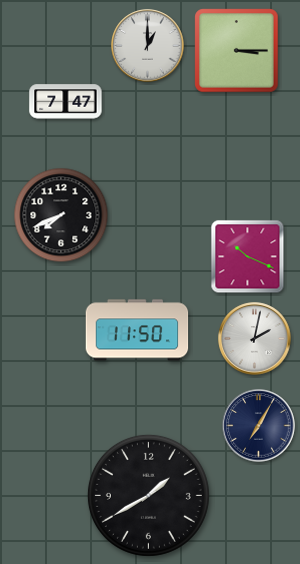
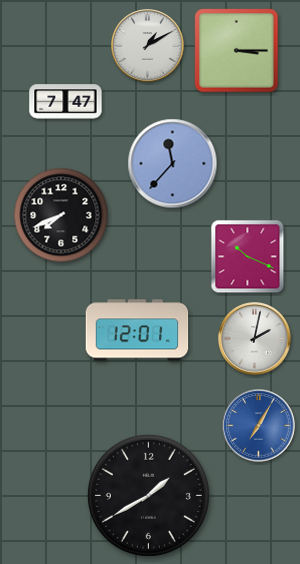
clock at (148, 46): 1:00 -> 1:10
clock at (173, 164): none -> 11:37
clock at (137, 330): 11:50 -> 12:01
clock at (259, 426) dial: navy -> blue
